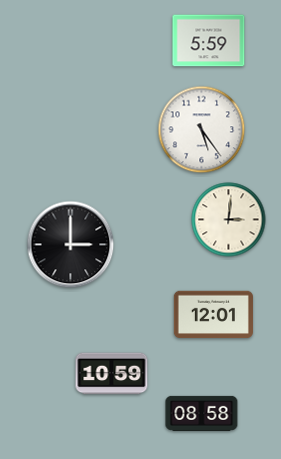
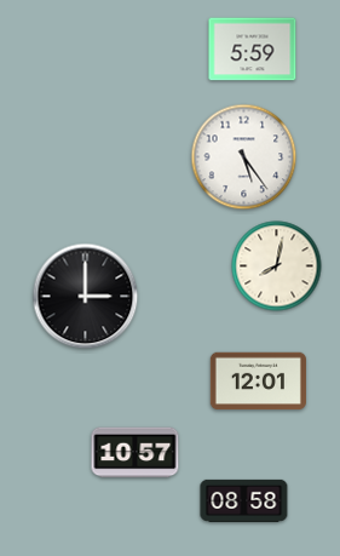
clock at (229, 220): 3:01 -> 8:02
clock at (112, 374): 10:59 -> 10:57
